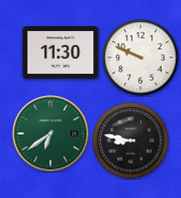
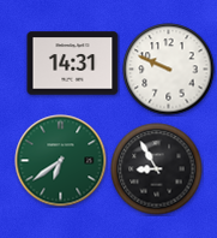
clock at (61, 53): 11:30 -> 14:31
clock at (131, 141): 8:47 -> 8:55
